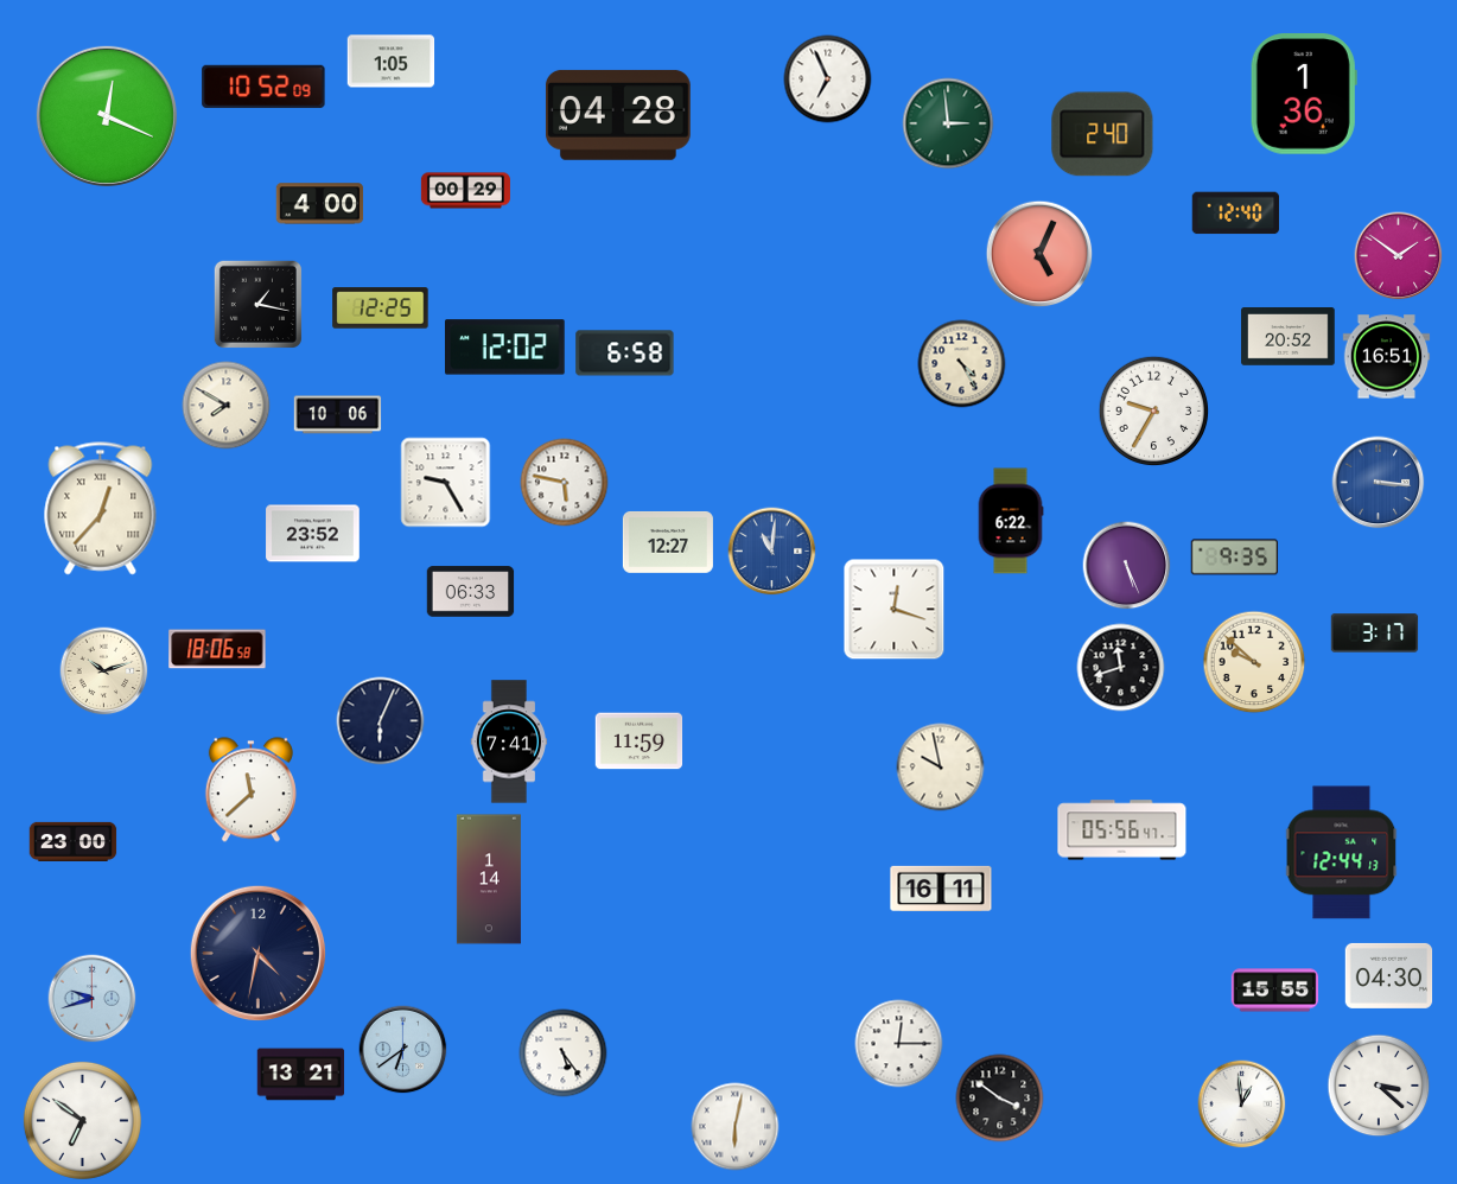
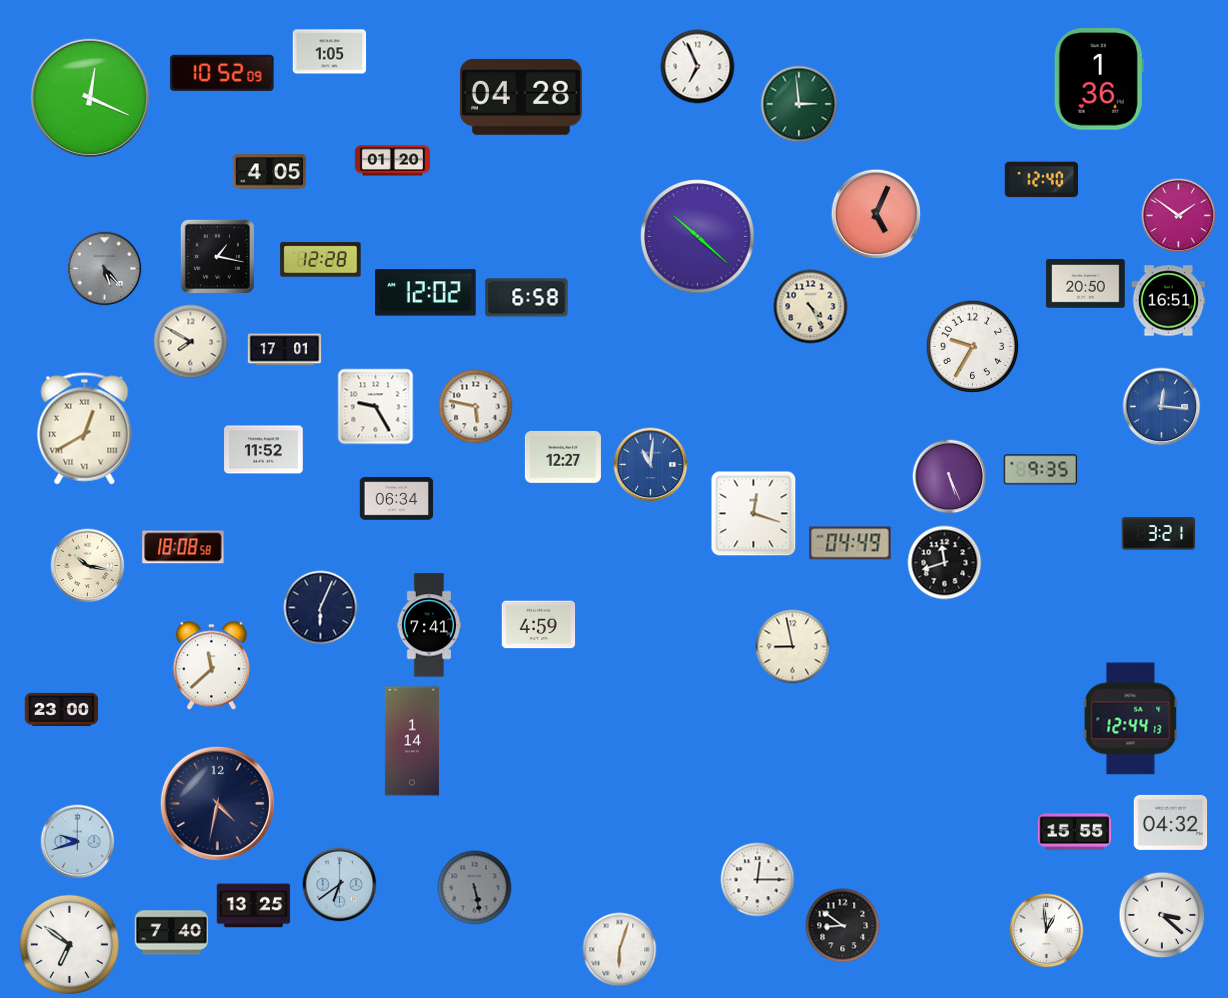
clock at (1102, 134): 2:40 -> none
clock at (465, 191): 00:29 -> 01:20
clock at (320, 204): 4:00 -> 4:05
clock at (698, 237): none -> 10:22
clock at (381, 308): 12:25 -> 12:28
clock at (105, 269): none -> 5:23
clock at (1289, 337): 20:52 -> 20:50
clock at (338, 415): 10:06 -> 17:01
clock at (1379, 483): 3:16 -> 12:16
clock at (101, 509): 12:37 -> 12:40
clock at (1011, 521): 6:22 -> none
clock at (313, 534): 23:52 -> 11:52
clock at (471, 592): 06:33 -> 06:34
clock at (1375, 634): 3:17 -> 3:21
clock at (850, 543): none -> 04:49
clock at (217, 649): 18:06 -> 18:08
clock at (1254, 662): 9:52 -> none
clock at (104, 671): 10:12 -> 10:17
clock at (640, 741): 11:59 -> 4:59
clock at (941, 768): 9:58 -> 8:58
clock at (1122, 830): 05:56 -> none
clock at (941, 887): 16:11 -> none
clock at (1389, 975): 04:30 -> 04:32
clock at (1275, 991) position: (1275, 991) -> (1075, 832)
clock at (564, 1053): 5:24 -> 5:28
clock at (564, 1053) dial: white -> grey
clock at (301, 1075): 13:21 -> 13:25
clock at (1000, 1099): 3:51 -> 8:51
clock at (172, 933): none -> 7:40
clock at (736, 1127): 6:02 -> 6:03
